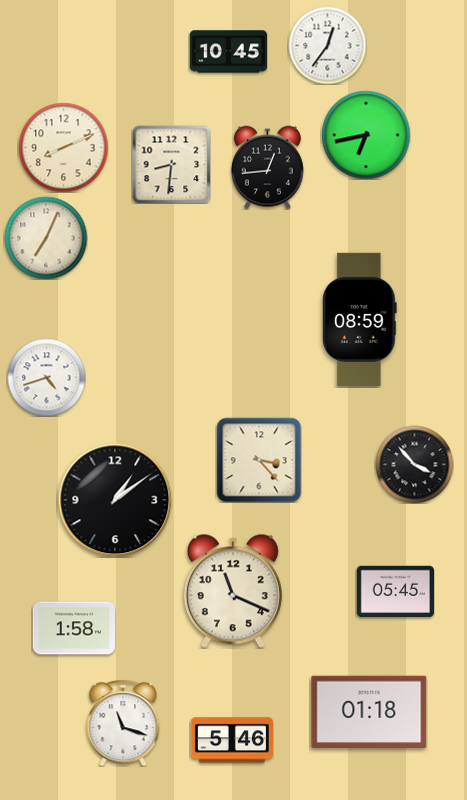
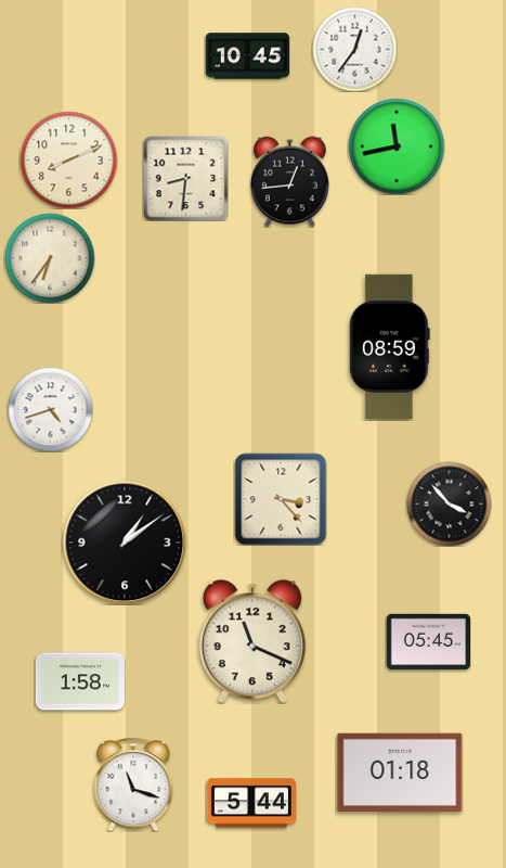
clock at (366, 135): 6:43 -> 11:43
clock at (46, 238): 7:04 -> 6:36
clock at (232, 740): 5:46 -> 5:44
